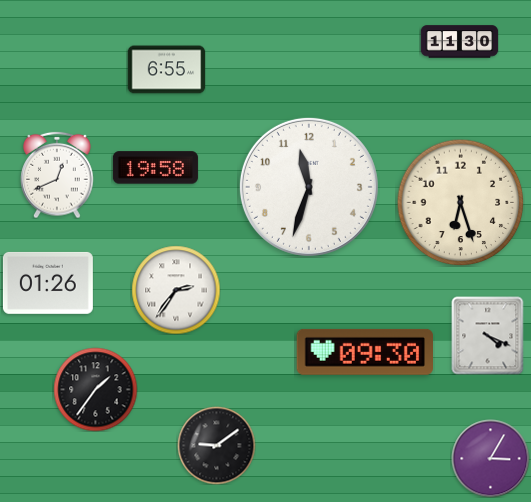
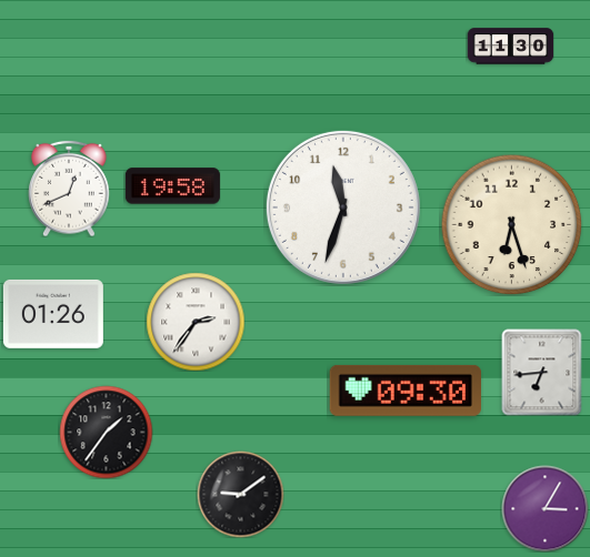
clock at (166, 70): 6:55 -> none
clock at (57, 175) position: (57, 175) -> (69, 189)
clock at (488, 335): 4:19 -> 6:44
